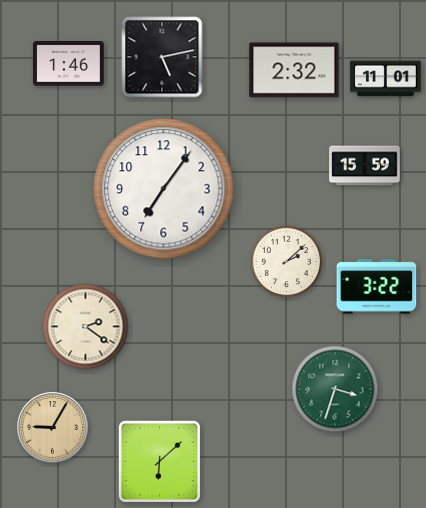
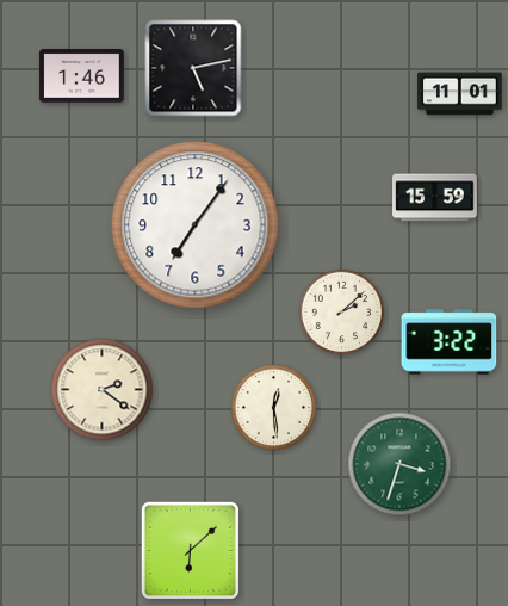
clock at (294, 70): 2:32 -> none
clock at (273, 407): none -> 12:29
clock at (53, 428): 9:05 -> none
